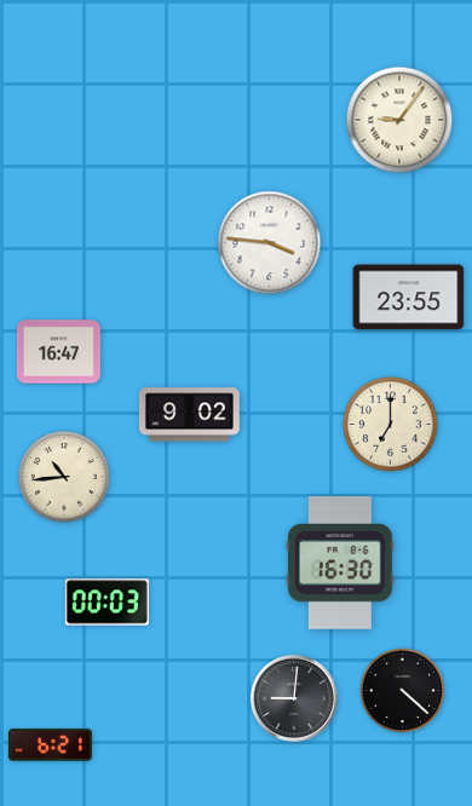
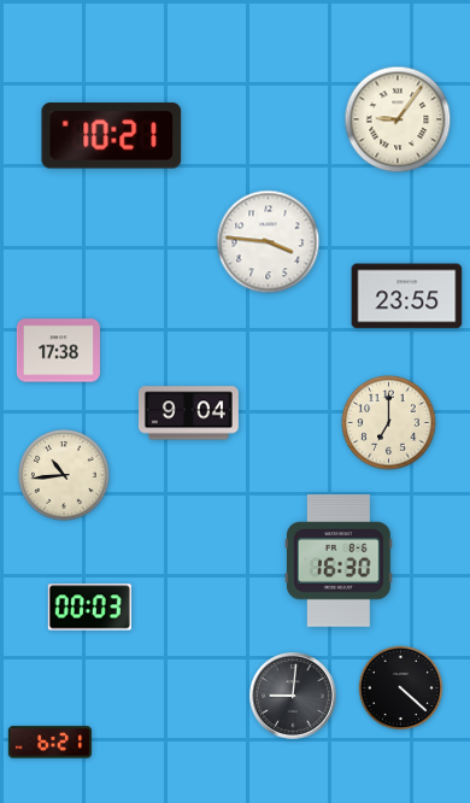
clock at (112, 136): none -> 10:21
clock at (58, 352): 16:47 -> 17:38
clock at (189, 415): 9:02 -> 9:04
clock at (107, 603) position: (107, 603) -> (89, 608)
